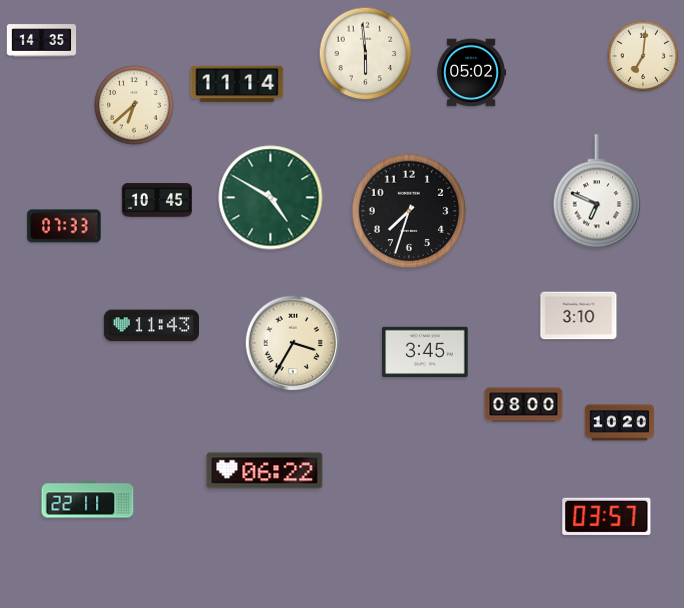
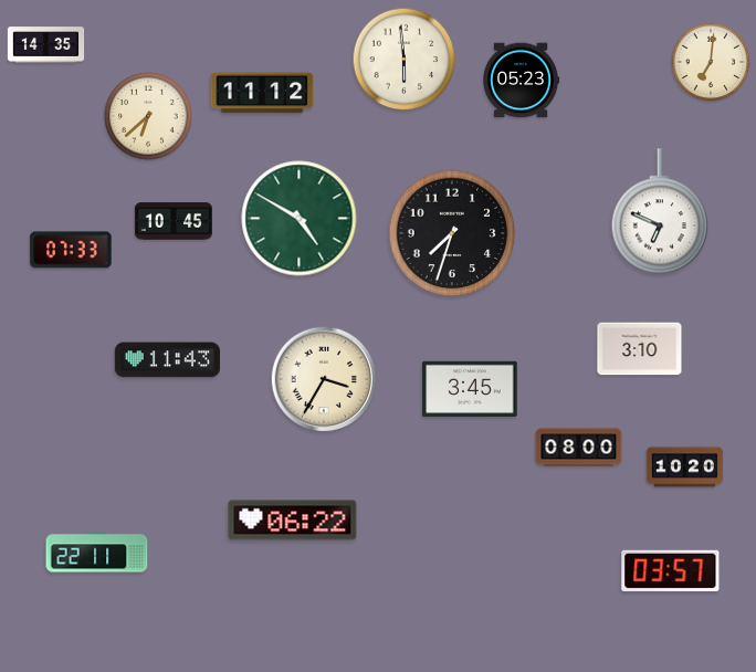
clock at (472, 73): 05:02 -> 05:23
clock at (237, 84): 11:14 -> 11:12
